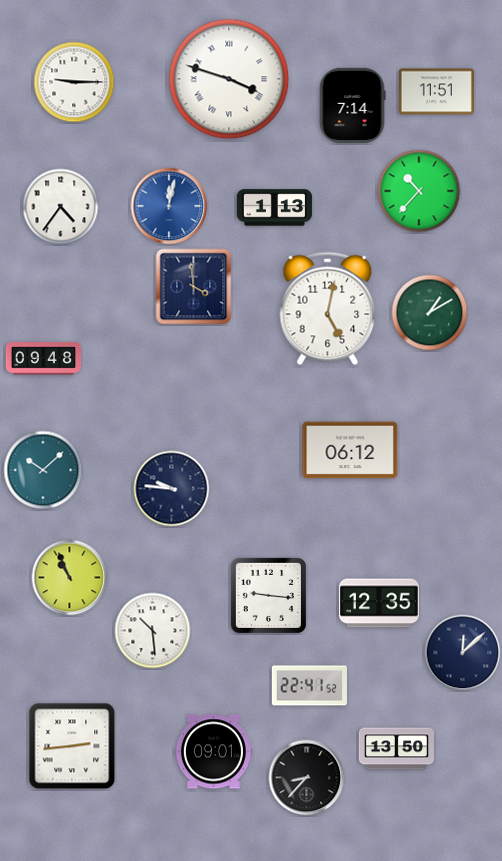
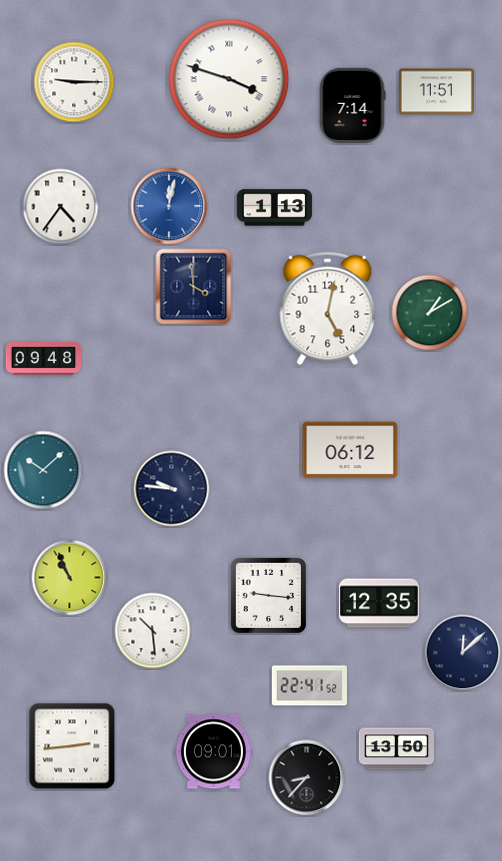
clock at (419, 191): 10:37 -> none
